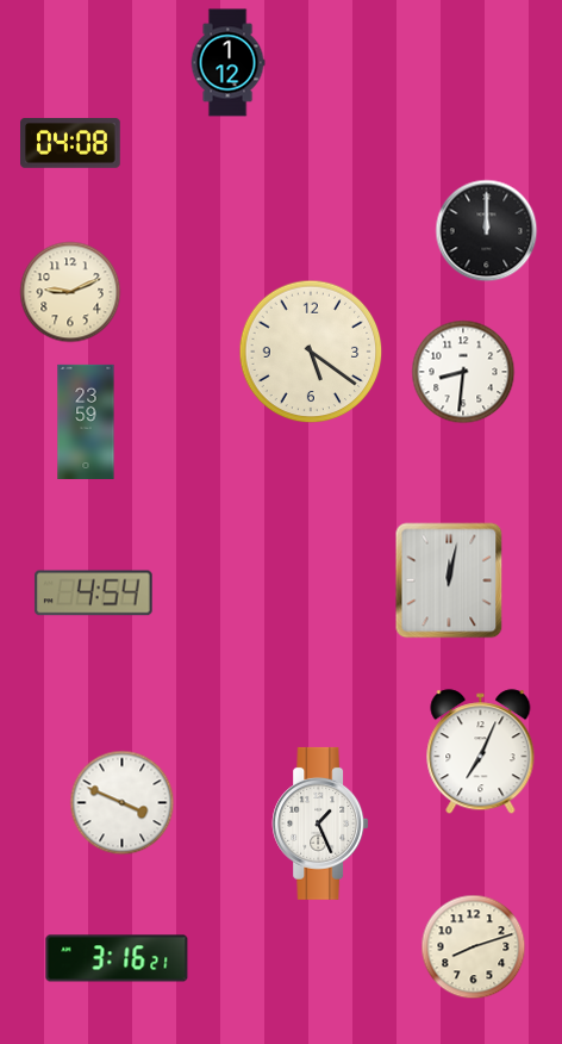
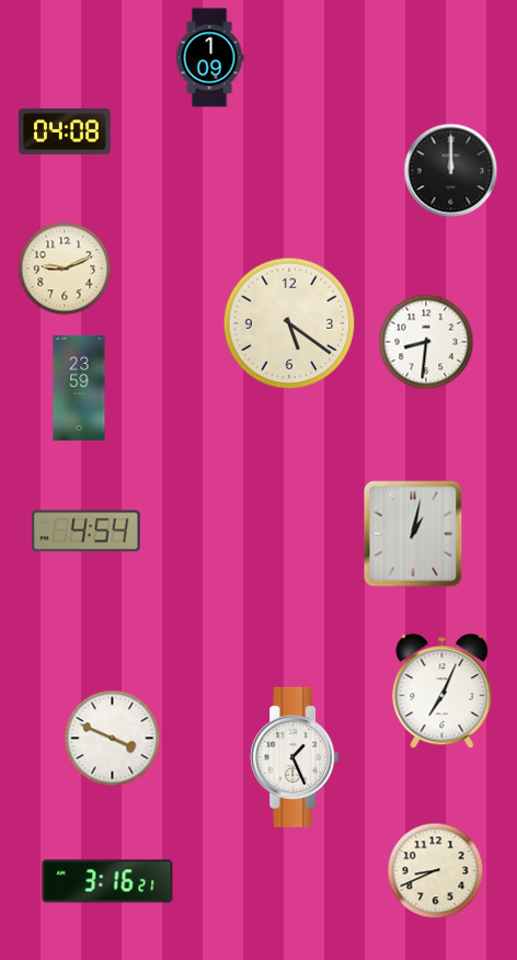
clock at (227, 63): 1:12 -> 1:09
clock at (487, 231) position: (487, 231) -> (451, 171)
clock at (311, 352) position: (311, 352) -> (289, 323)
clock at (449, 580): 12:02 -> 1:02
clock at (93, 594) position: (93, 594) -> (85, 532)
clock at (474, 947): 8:12 -> 8:41
